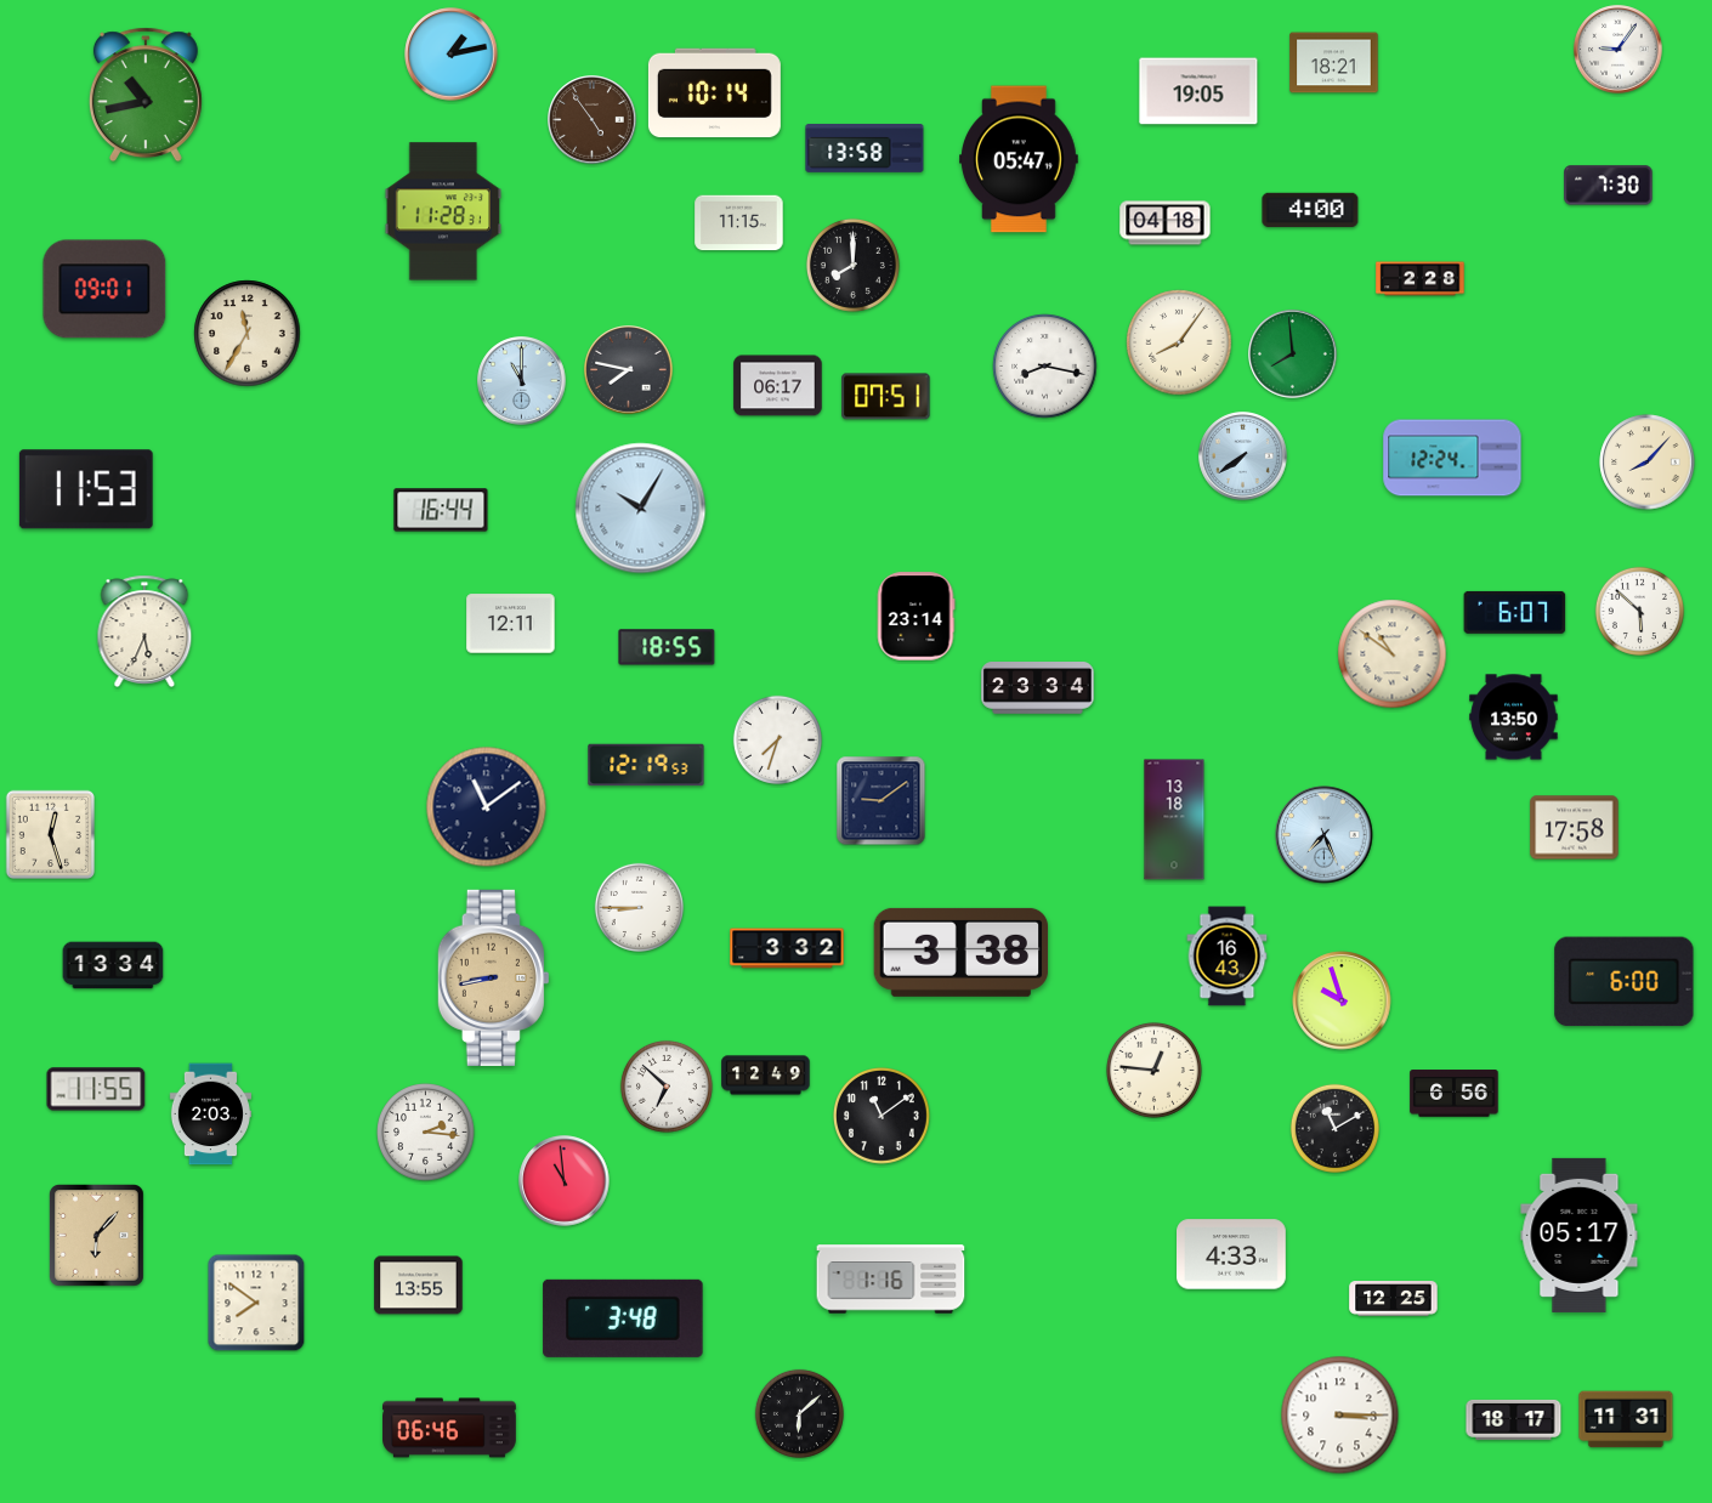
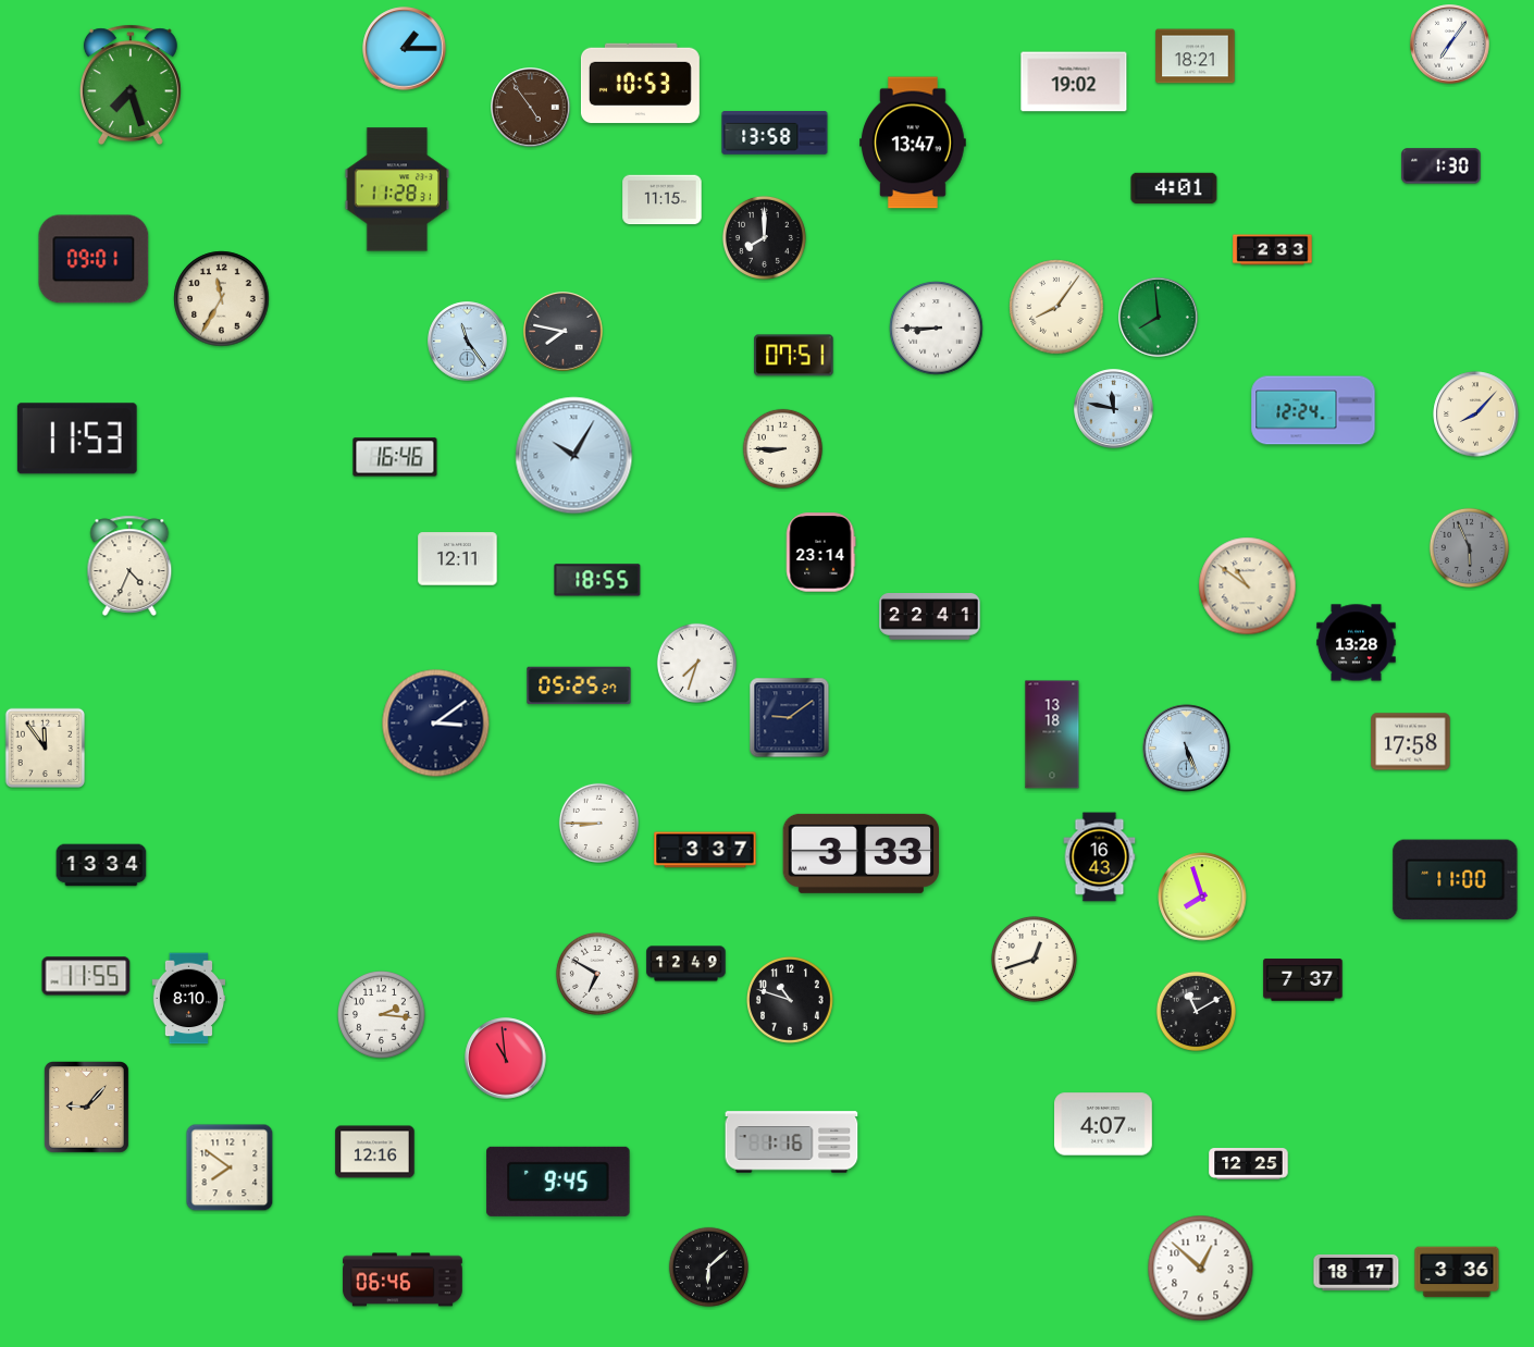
clock at (1619, 50): 9:06 -> 7:06
clock at (452, 55): 1:13 -> 1:15
clock at (1198, 91): 19:05 -> 19:02
clock at (714, 93): 10:14 -> 10:53
clock at (146, 95): 10:43 -> 7:27
clock at (1020, 159): 05:47 -> 13:47
clock at (1609, 186): 7:30 -> 1:30
clock at (1310, 210): 4:00 -> 4:01
clock at (1166, 223): 04:18 -> none
clock at (1421, 279): 2:28 -> 2:33
clock at (1045, 367): 8:17 -> 8:45
clock at (522, 381): 11:00 -> 11:24
clock at (778, 386): 06:17 -> none
clock at (1243, 456): 7:39 -> 11:47
clock at (1452, 458) position: (1452, 458) -> (1313, 410)
clock at (782, 448): none -> 8:45
clock at (441, 510): 16:44 -> 16:46
clock at (1639, 611): 5:52 -> 5:56
clock at (1639, 611) dial: white -> grey
clock at (1515, 612): 6:07 -> none
clock at (144, 630): 5:34 -> 4:34
clock at (1038, 688): 23:34 -> 22:41
clock at (1514, 718): 13:50 -> 13:28
clock at (646, 765): 12:19 -> 05:25
clock at (487, 807): 11:09 -> 3:09
clock at (51, 835): 12:27 -> 11:54
clock at (1325, 835): 7:26 -> 5:26
clock at (639, 907) position: (639, 907) -> (598, 823)
clock at (787, 948): 3:32 -> 3:37
clock at (962, 952): 3:38 -> 3:33
clock at (493, 977): 8:43 -> none
clock at (1625, 982): 6:00 -> 11:00
clock at (1342, 1000): 9:57 -> 7:57
clock at (1153, 1070): 12:46 -> 12:42
clock at (667, 1087): 6:52 -> 6:50
clock at (1455, 1094): 6:56 -> 7:37
clock at (210, 1115): 2:03 -> 8:10
clock at (883, 1117): 11:09 -> 10:48
clock at (1580, 1235): 05:17 -> none
clock at (97, 1236): 6:07 -> 9:07
clock at (1232, 1254): 4:33 -> 4:07
clock at (891, 1280) position: (891, 1280) -> (792, 1142)
clock at (419, 1286): 13:55 -> 12:16
clock at (623, 1318): 3:48 -> 9:45
clock at (799, 1413) position: (799, 1413) -> (708, 1266)
clock at (1340, 1416): 3:15 -> 12:52
clock at (1626, 1419): 11:31 -> 3:36
